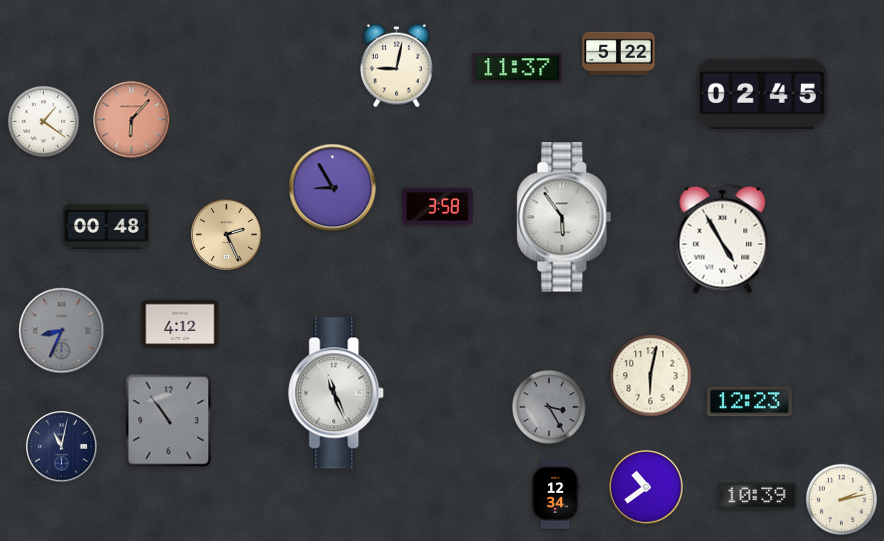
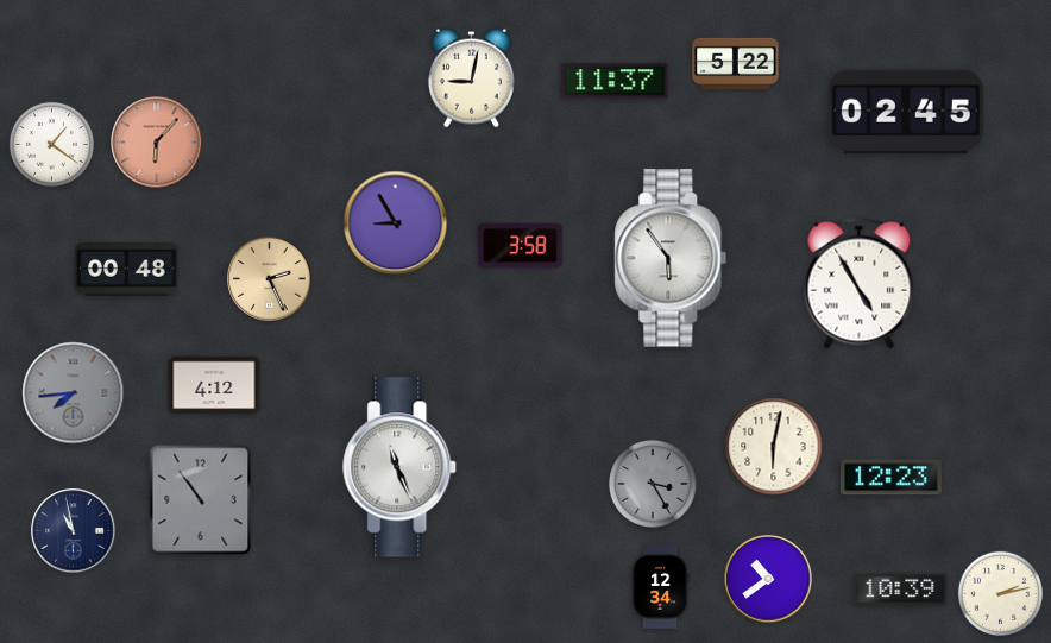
clock at (62, 331): 8:34 -> 7:44
clock at (62, 447): 11:02 -> 10:58
